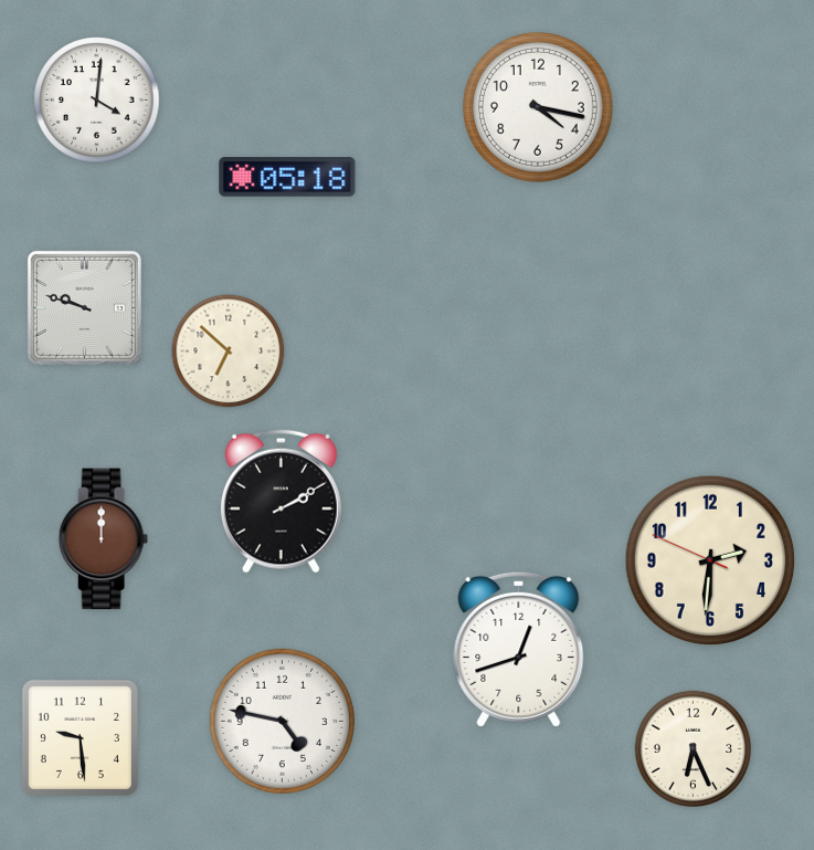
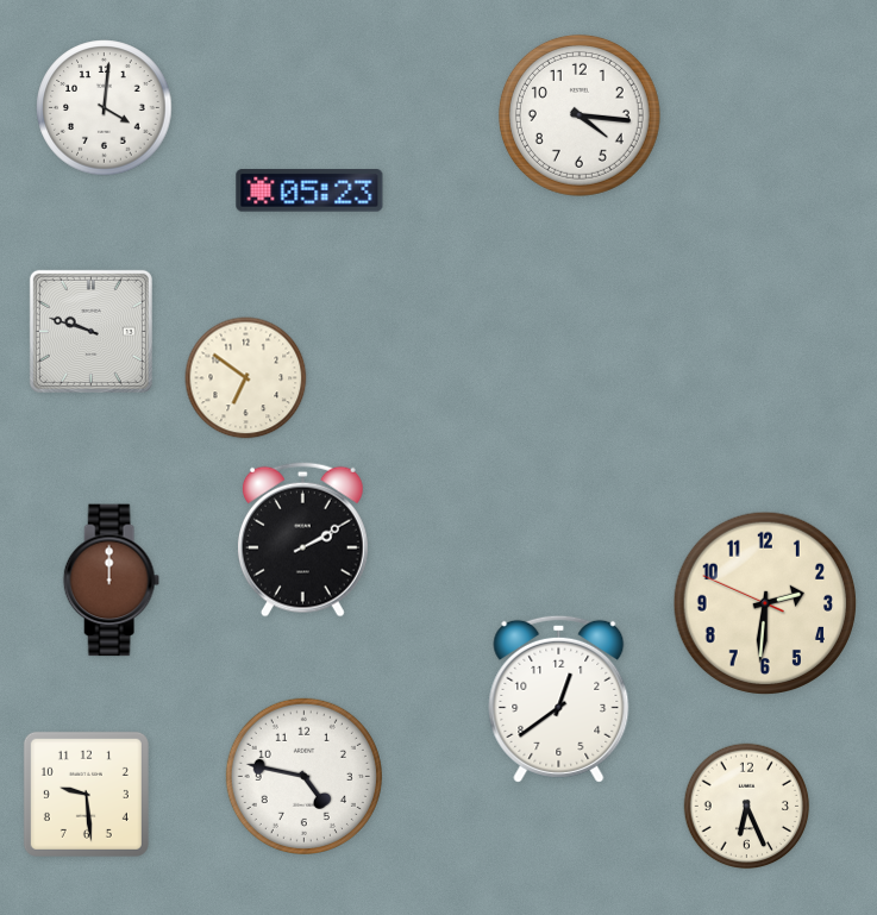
clock at (538, 107): 4:17 -> 4:16
clock at (287, 177): 05:18 -> 05:23
clock at (229, 351): 6:52 -> 6:51
clock at (519, 649): 12:42 -> 12:39
